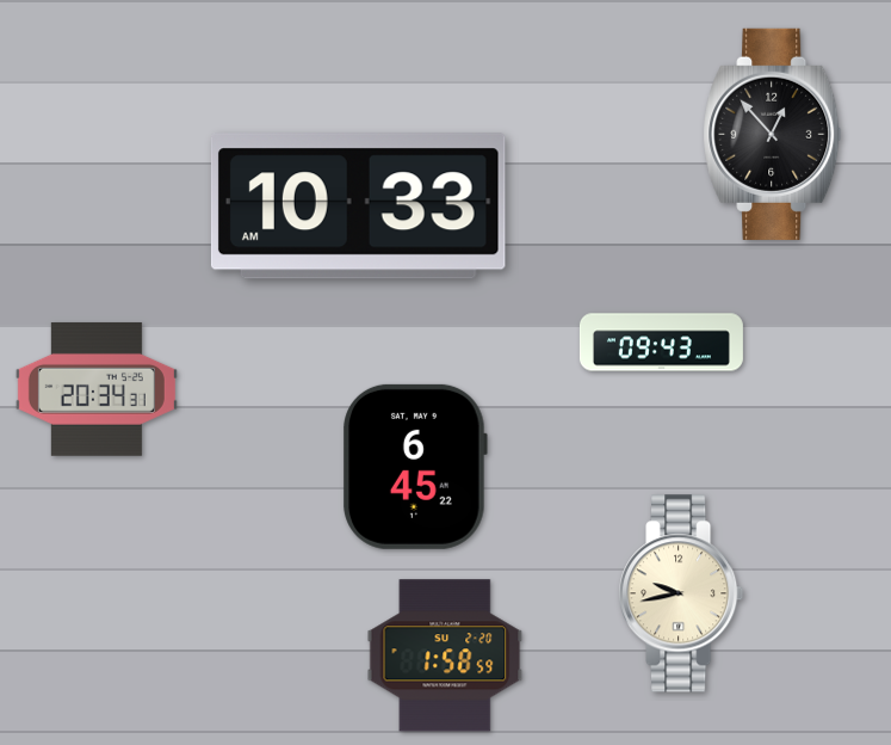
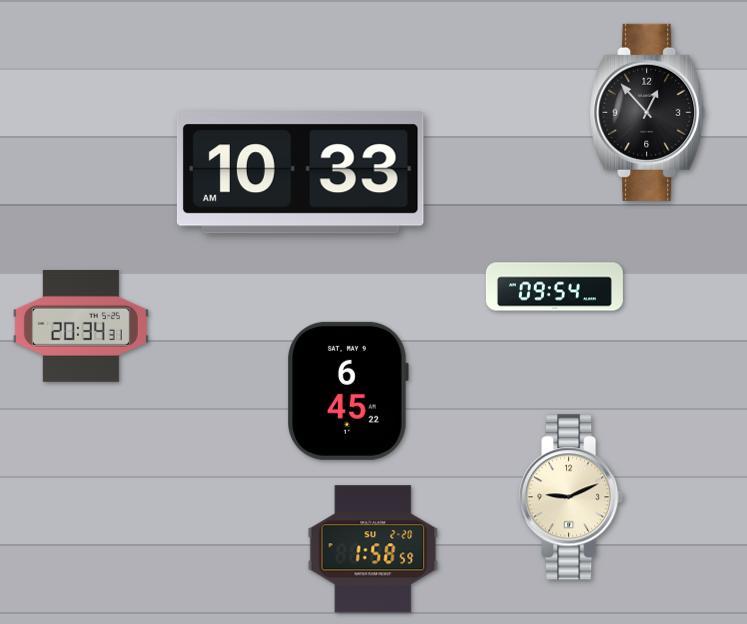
clock at (661, 343): 09:43 -> 09:54
clock at (682, 593): 9:43 -> 9:11
